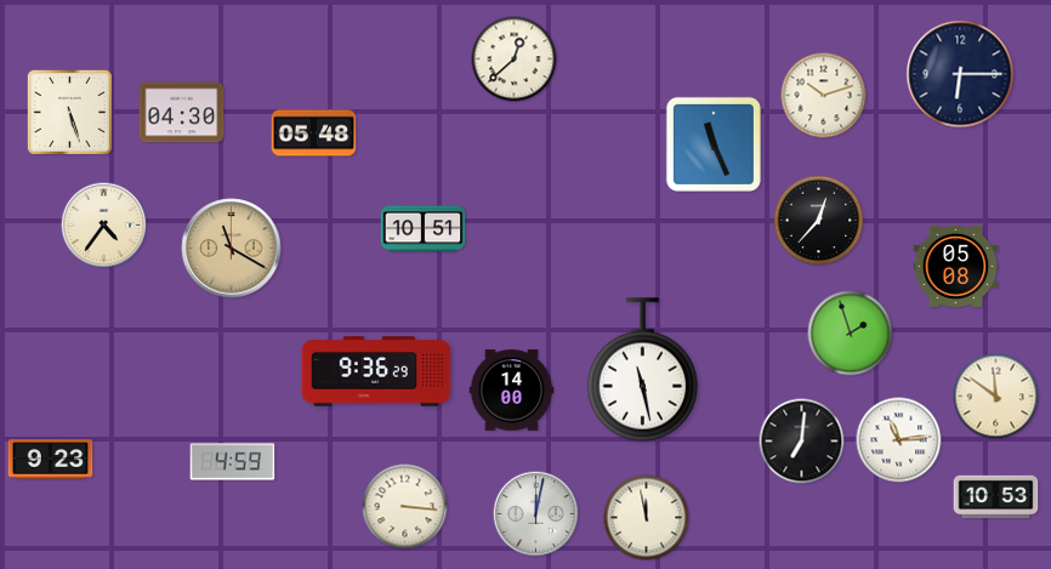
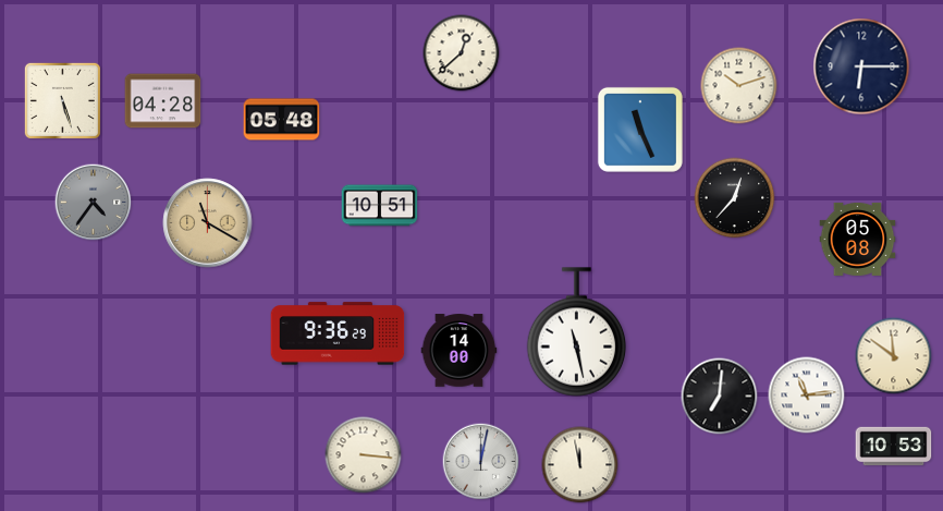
clock at (182, 113): 04:30 -> 04:28
clock at (104, 226) dial: cream -> grey
clock at (851, 334): 1:57 -> none
clock at (51, 460): 9:23 -> none
clock at (233, 462): 4:59 -> none
